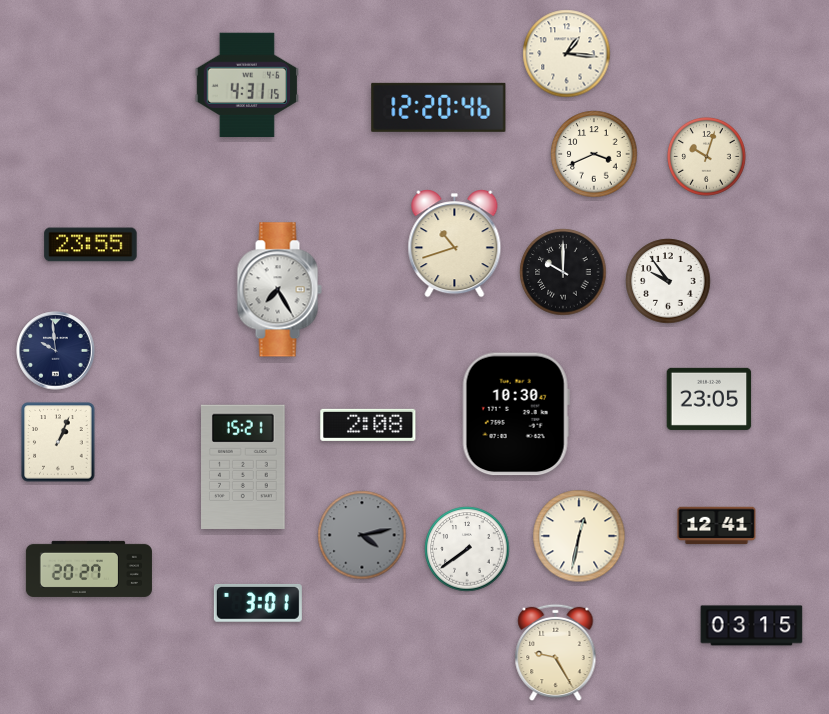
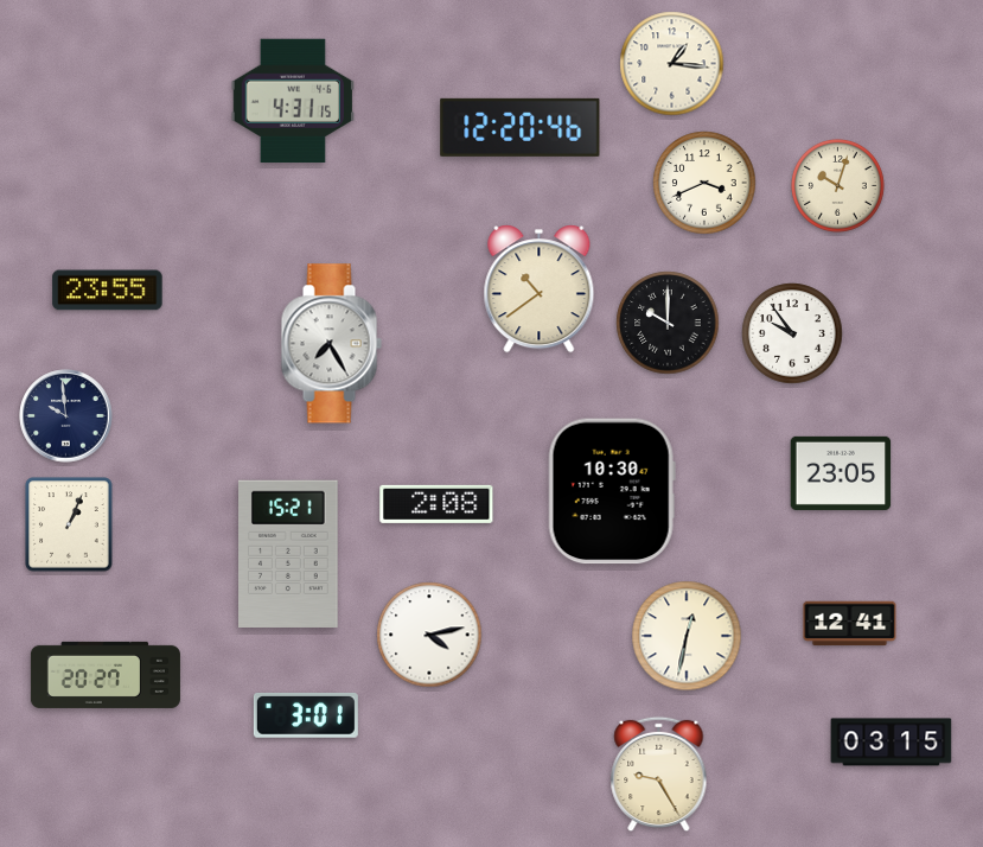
clock at (455, 244): 10:42 -> 10:39
clock at (362, 535) dial: grey -> white
clock at (467, 549): 7:39 -> none
